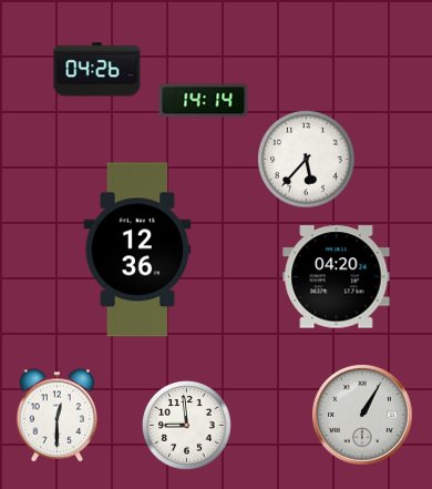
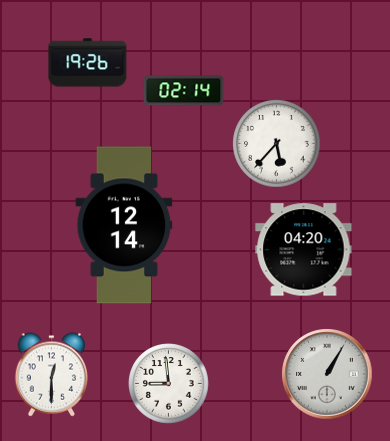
clock at (97, 70): 04:26 -> 19:26
clock at (204, 101): 14:14 -> 02:14
clock at (137, 249): 12:36 -> 12:14
